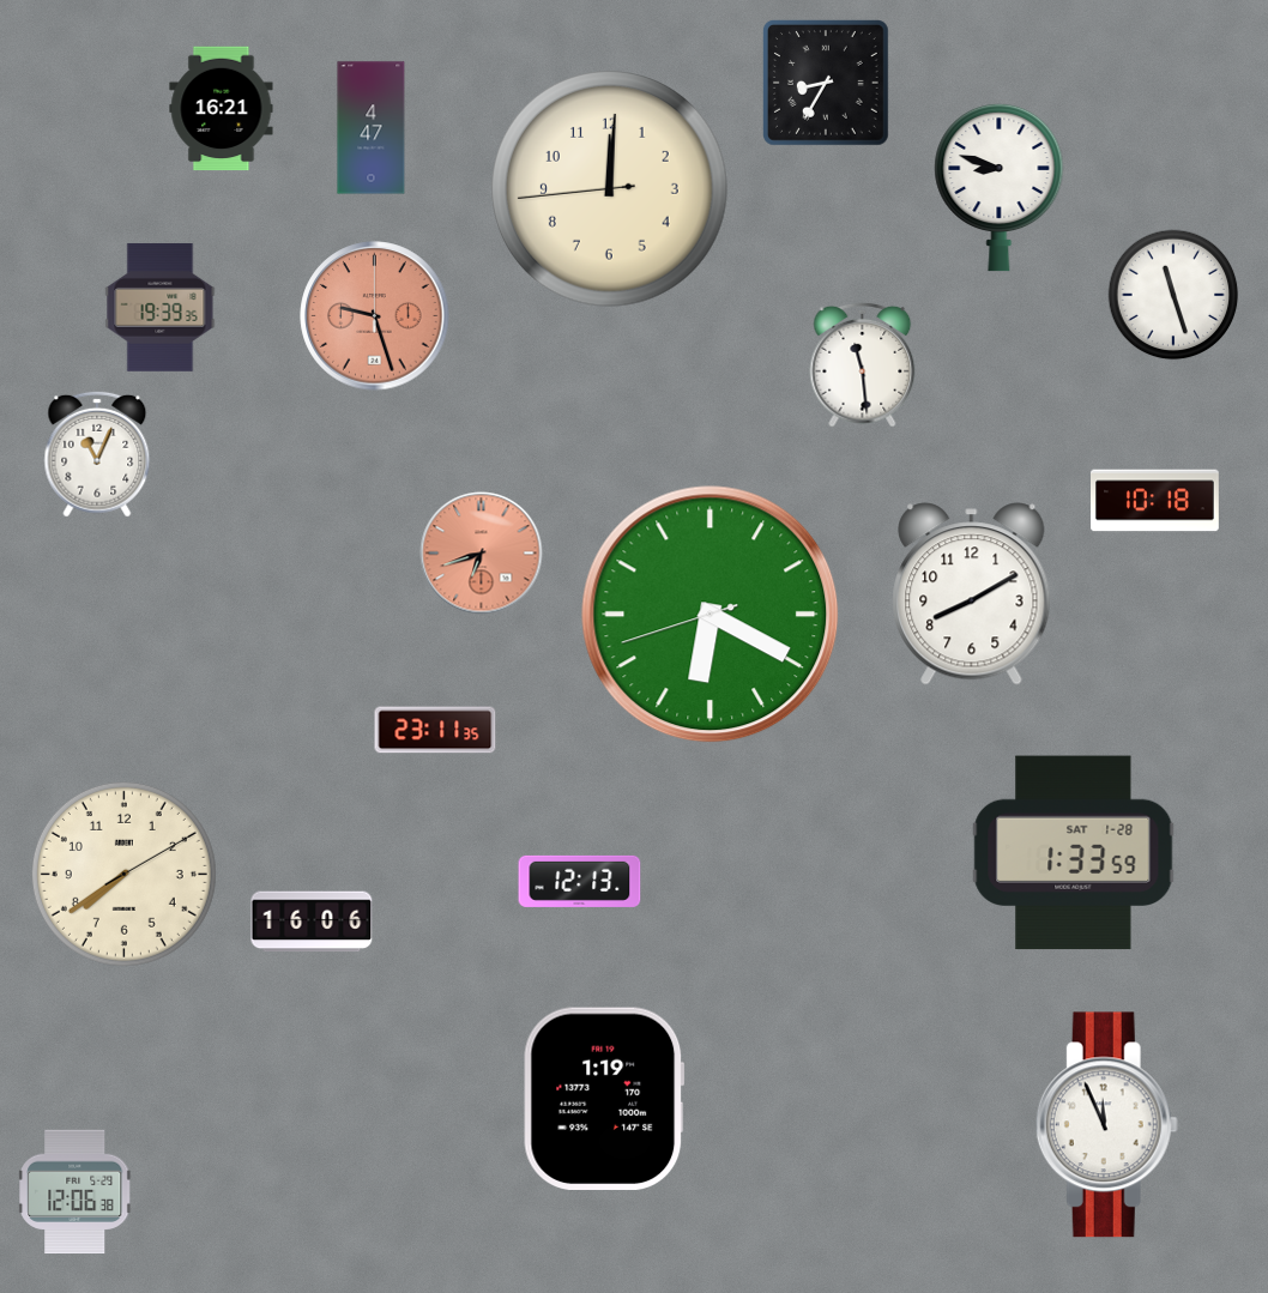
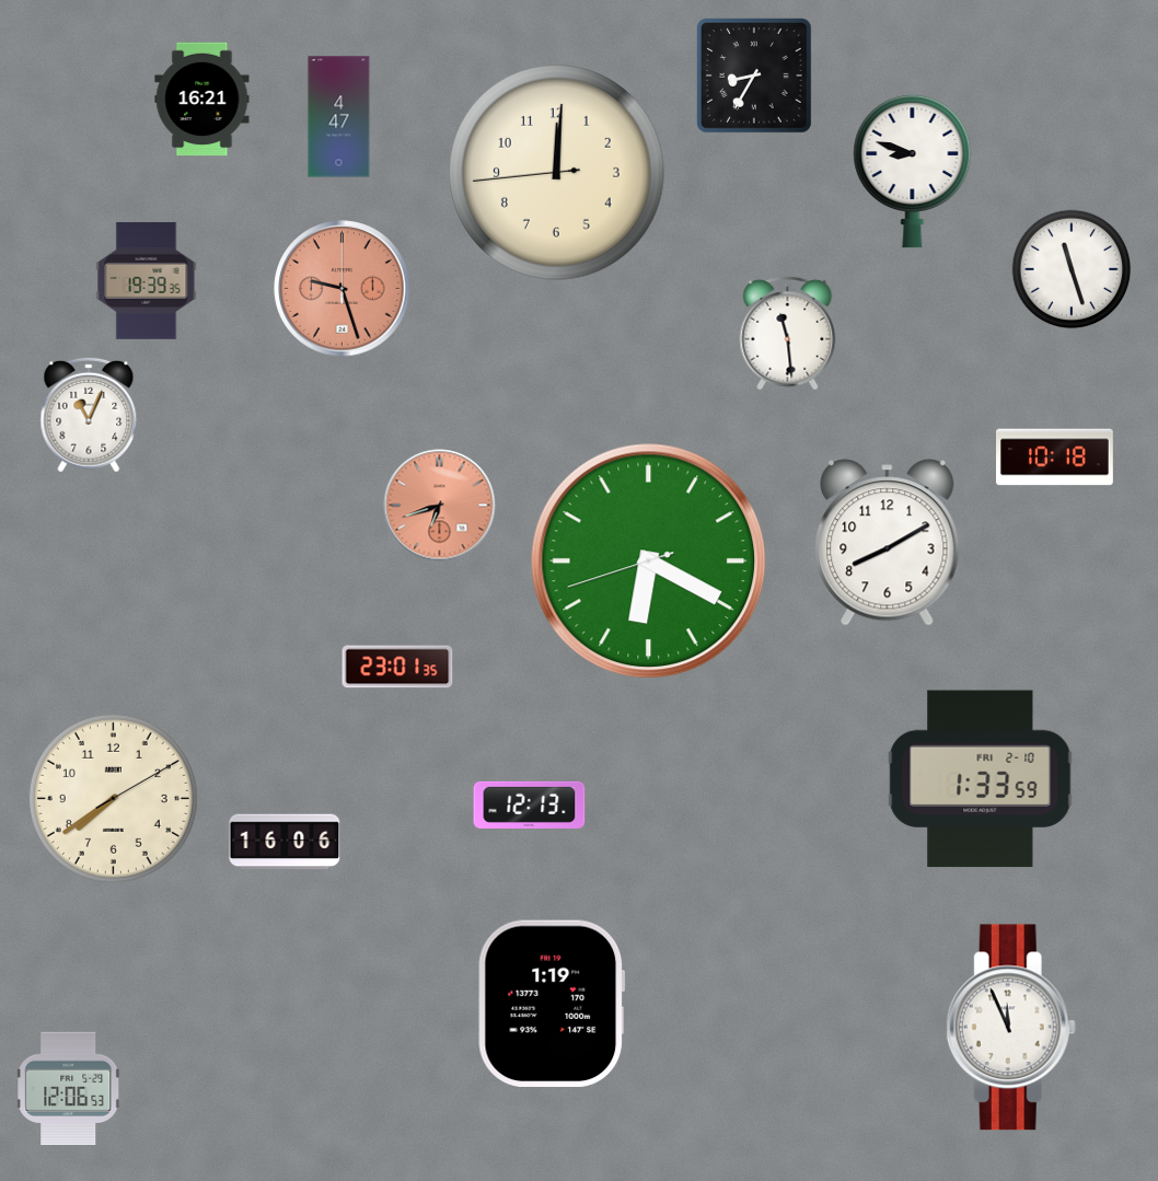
clock at (435, 730): 23:11 -> 23:01
clock at (1074, 853) date: SAT 1-28 -> FRI 2-10
clock at (76, 1192): 12:06:38 -> 12:06:53
